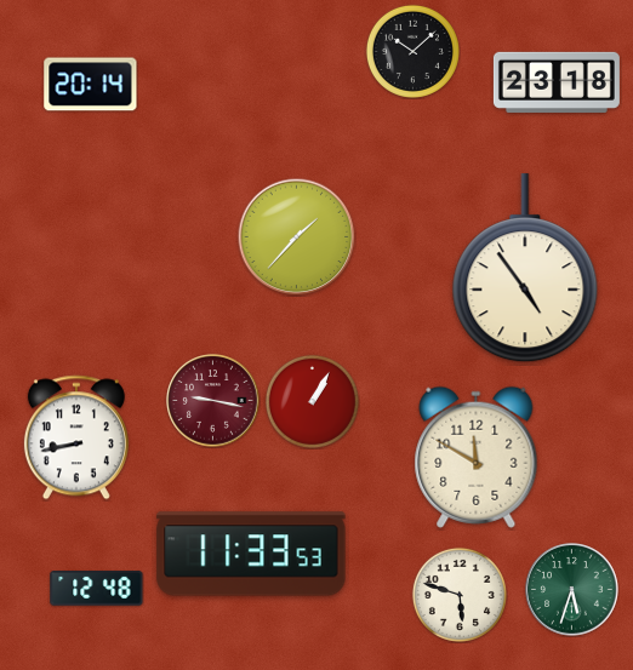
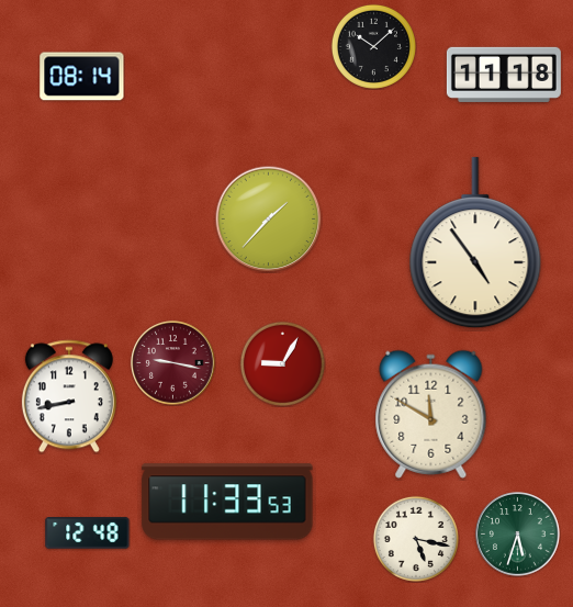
clock at (557, 82): 23:18 -> 11:18
clock at (91, 85): 20:14 -> 08:14
clock at (297, 237) position: (297, 237) -> (269, 220)
clock at (213, 401) position: (213, 401) -> (173, 363)
clock at (312, 401): 1:05 -> 9:05
clock at (460, 595): 5:48 -> 5:17
